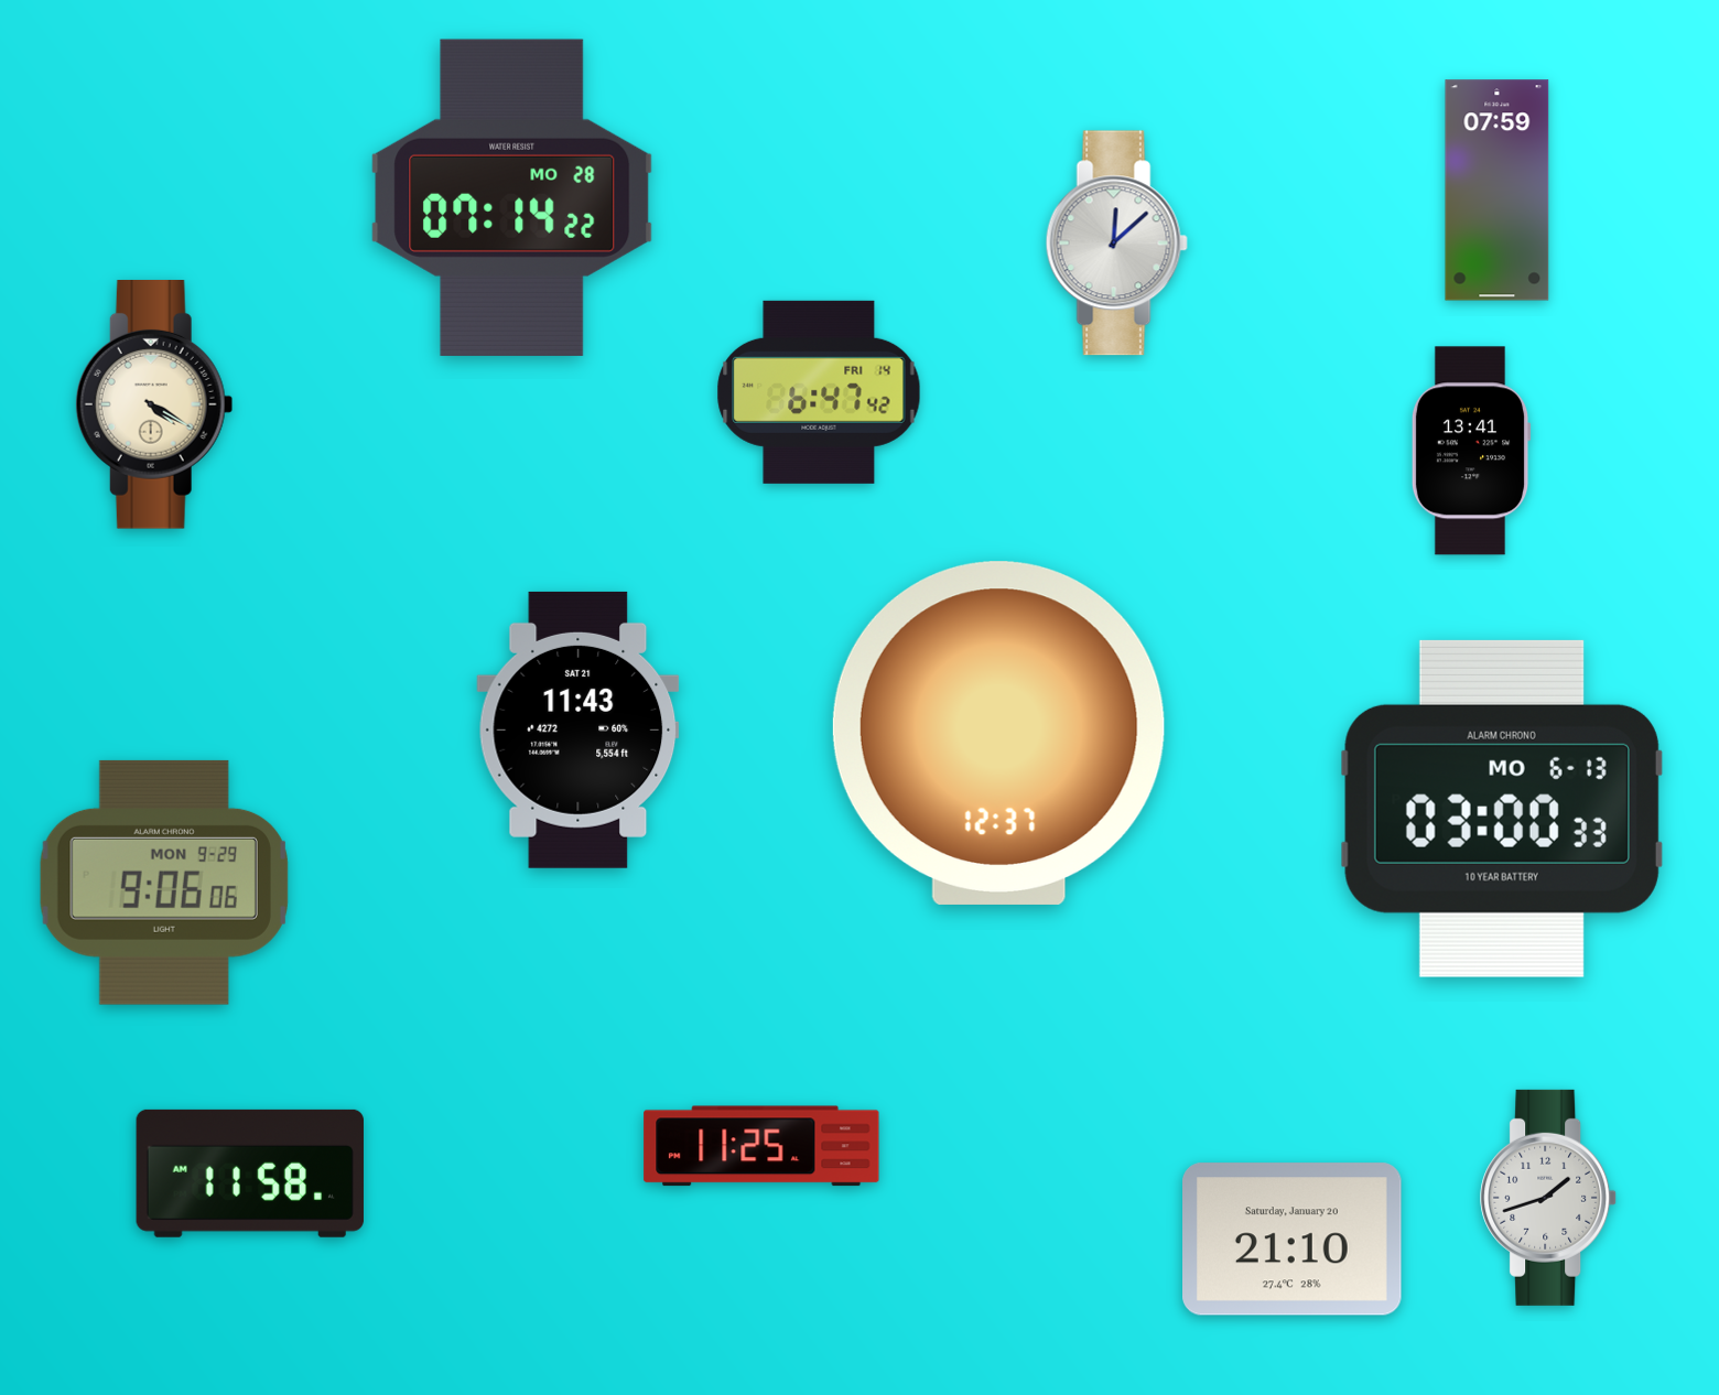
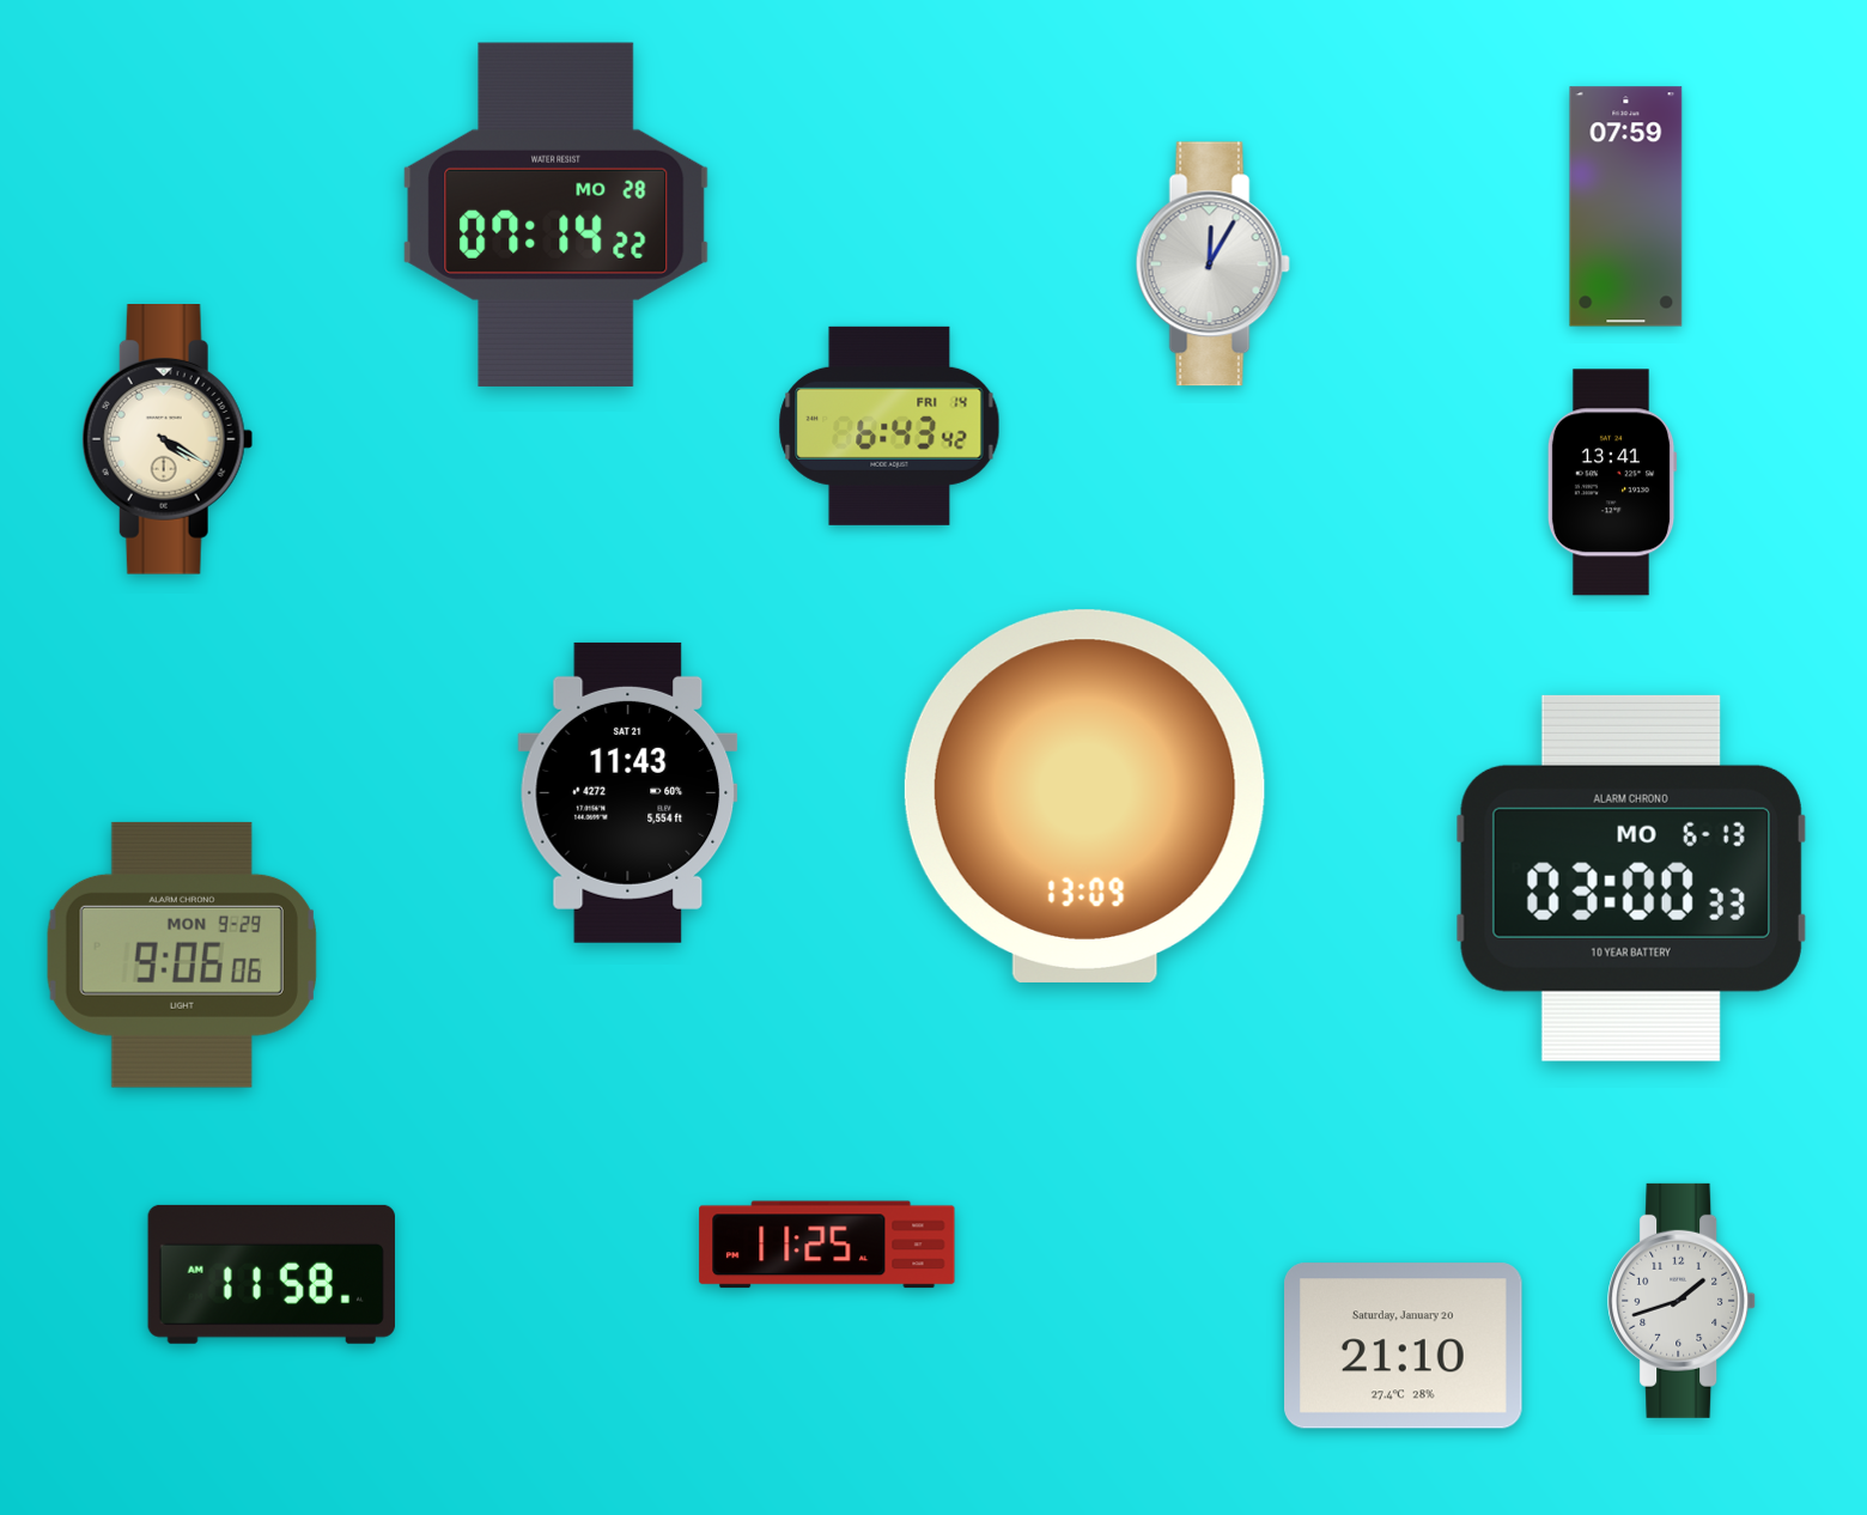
clock at (1116, 244): 12:08 -> 12:05
clock at (819, 392): 6:47 -> 6:43
clock at (1471, 451) position: (1471, 451) -> (1612, 482)
clock at (998, 733): 12:37 -> 13:09
clock at (164, 883) position: (164, 883) -> (182, 955)
